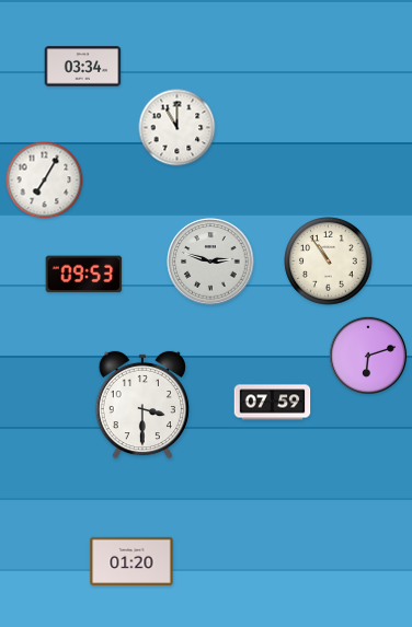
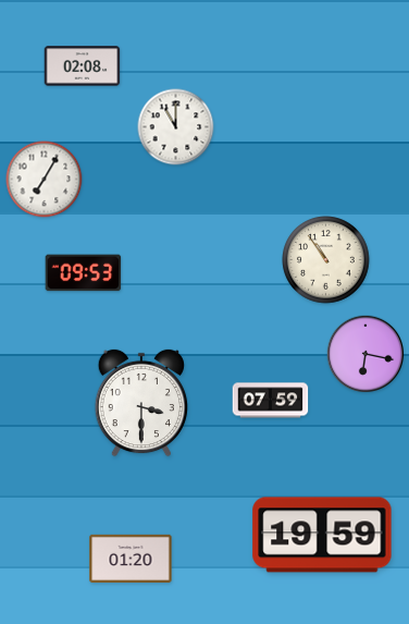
clock at (83, 67): 03:34 -> 02:08
clock at (210, 262): 2:48 -> none
clock at (368, 356): 6:12 -> 6:17
clock at (322, 535): none -> 19:59
